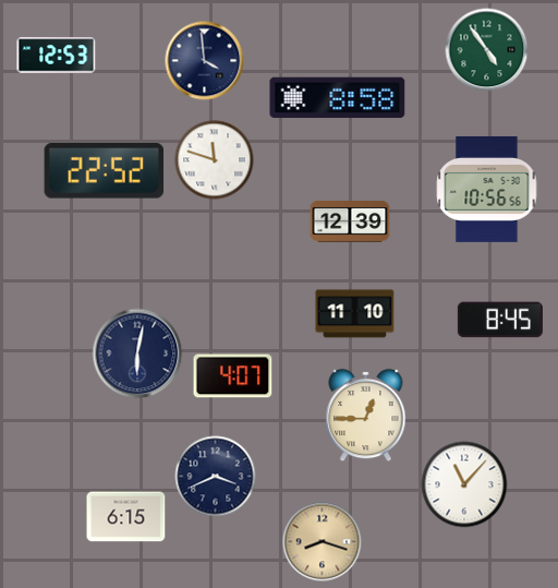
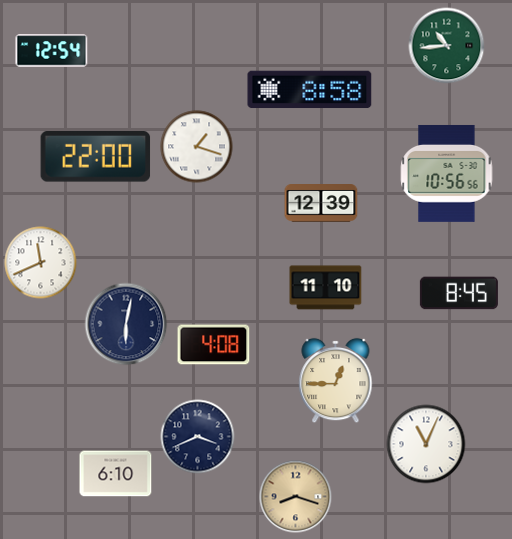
clock at (487, 50): 4:54 -> 10:44
clock at (57, 56): 12:53 -> 12:54
clock at (205, 61): 3:59 -> none
clock at (215, 160): 11:48 -> 1:18
clock at (105, 171): 22:52 -> 22:00
clock at (41, 263): none -> 11:41
clock at (233, 376): 4:07 -> 4:08
clock at (464, 484): 11:07 -> 11:04
clock at (126, 517): 6:15 -> 6:10
